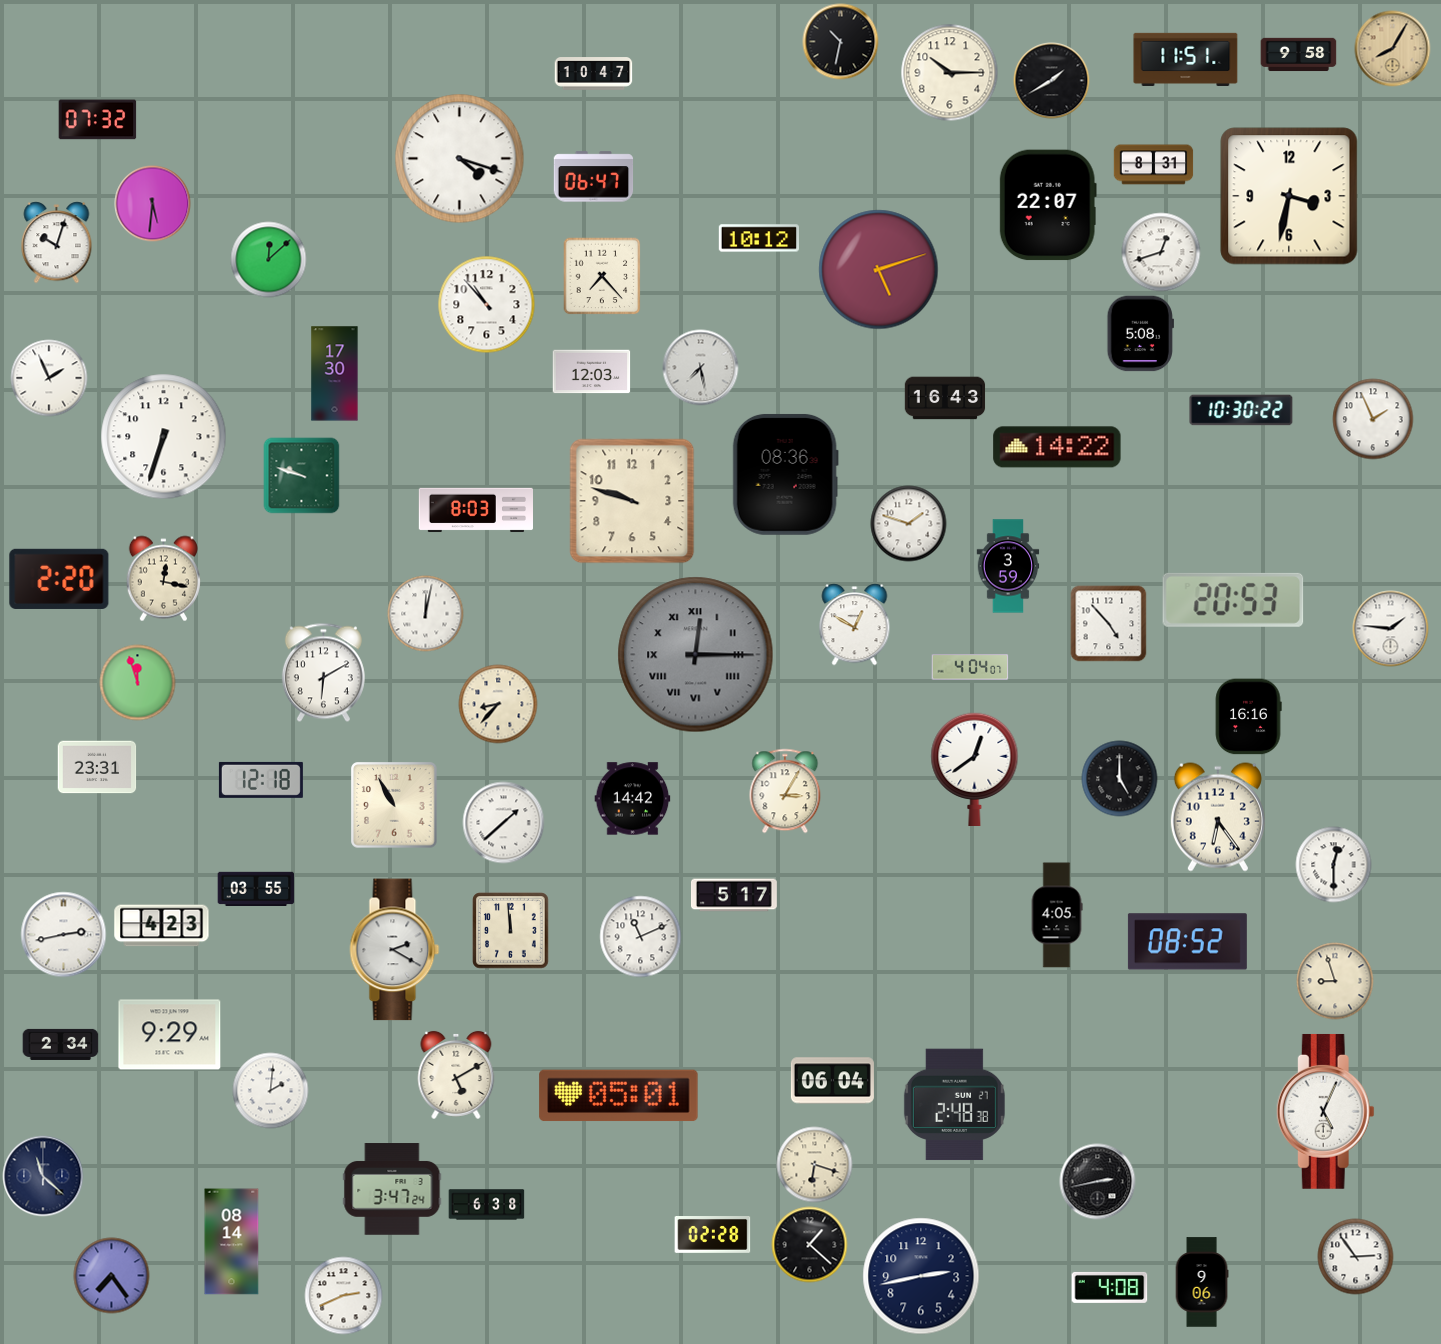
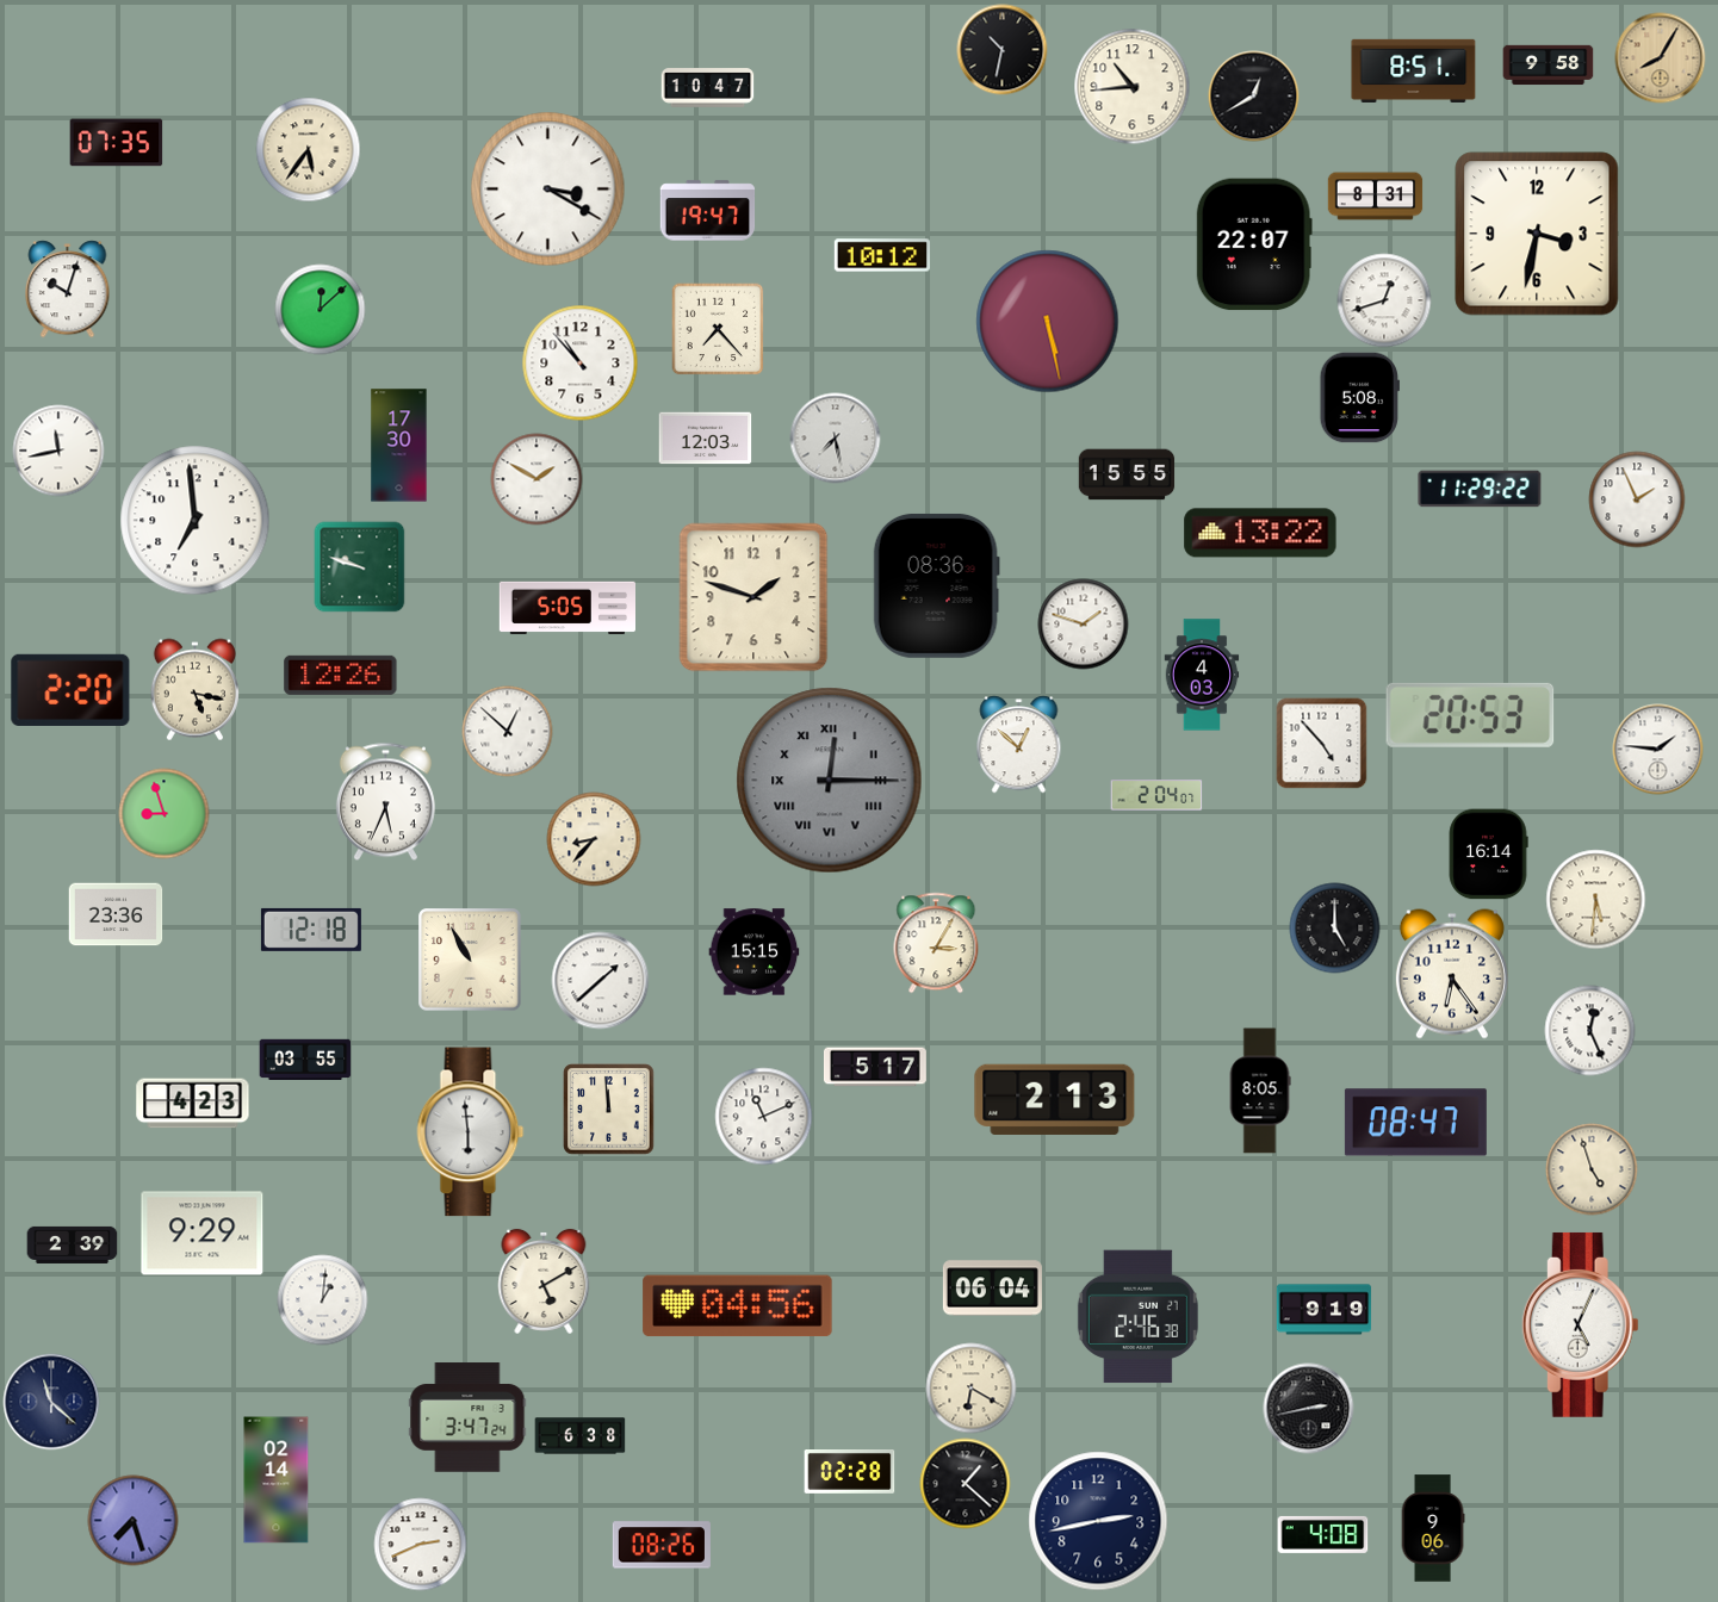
clock at (1186, 59): 11:51 -> 8:51
clock at (950, 73): 10:15 -> 10:44
clock at (1052, 81): 1:40 -> 12:40
clock at (98, 120): 07:32 -> 07:35
clock at (309, 150): none -> 5:36
clock at (460, 159): 4:18 -> 3:20
clock at (594, 177): 06:47 -> 19:47
clock at (153, 204): 5:31 -> none
clock at (1048, 205) position: (1048, 205) -> (1254, 244)
clock at (758, 238) position: (758, 238) -> (881, 255)
clock at (879, 270): 5:12 -> 5:28
clock at (592, 372) position: (592, 372) -> (706, 439)
clock at (49, 378): 1:56 -> 11:43
clock at (945, 398): 16:43 -> 15:55
clock at (537, 479): none -> 1:50
clock at (1241, 410): 10:30 -> 11:29
clock at (164, 437): 6:33 -> 6:59
clock at (1057, 447): 14:22 -> 13:22
clock at (785, 474) position: (785, 474) -> (936, 585)
clock at (632, 501): 9:48 -> 1:48
clock at (475, 510): 8:03 -> 5:05
clock at (341, 675): none -> 12:26
clock at (1008, 566): 3:59 -> 4:03
clock at (163, 579): 12:17 -> 5:17
clock at (426, 614): 12:02 -> 12:52
clock at (855, 625): 12:50 -> 12:52
clock at (970, 667): 4:04 -> 2:04
clock at (323, 673): 6:10 -> 5:34
clock at (138, 683): 11:57 -> 8:57
clock at (1248, 717): 16:16 -> 16:14
clock at (1596, 900): none -> 5:31
clock at (97, 767): 23:31 -> 23:36
clock at (975, 769): 12:39 -> none
clock at (633, 799): 14:42 -> 15:15
clock at (1334, 865): 12:30 -> 12:26
clock at (1057, 915): 4:05 -> 8:05
clock at (1055, 1099): none -> 2:13
clock at (64, 935): 2:43 -> none
clock at (1187, 942): 08:52 -> 08:47
clock at (395, 950): 2:20 -> 5:59
clock at (1335, 981): 8:57 -> 4:57
clock at (61, 1044): 2:34 -> 2:39
clock at (271, 1091): 2:01 -> 1:01
clock at (619, 1096): 05:01 -> 04:56
clock at (1325, 1310): none -> 9:19
clock at (954, 1105): 2:48 -> 2:46
clock at (815, 1165): 6:18 -> 6:20
clock at (232, 1242): 08:14 -> 02:14
clock at (1356, 1257): 2:54 -> none
clock at (112, 1276): 7:24 -> 7:27
clock at (344, 1296) position: (344, 1296) -> (421, 1545)
clock at (662, 1545): none -> 08:26
